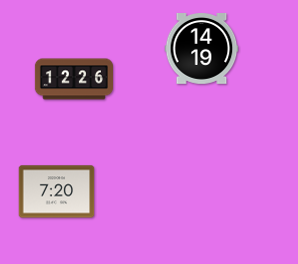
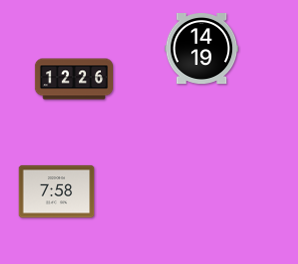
clock at (57, 192): 7:20 -> 7:58
